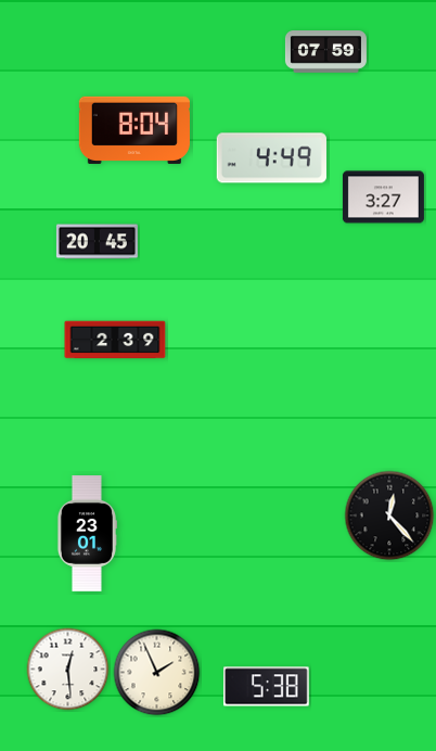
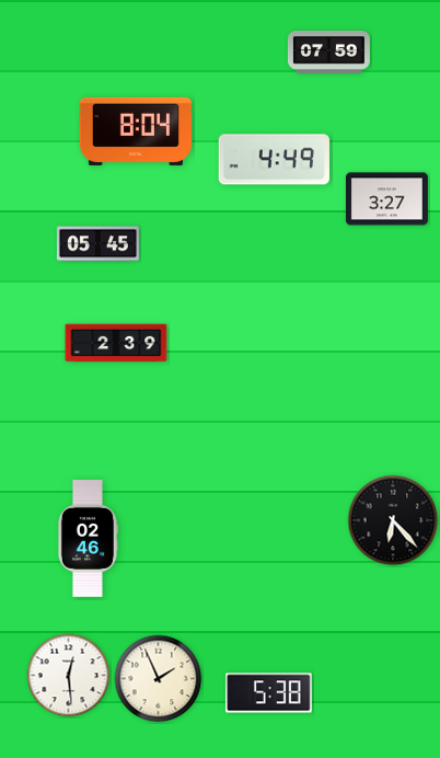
clock at (97, 242): 20:45 -> 05:45
clock at (389, 515): 12:23 -> 6:23
clock at (86, 534): 23:01 -> 02:46
